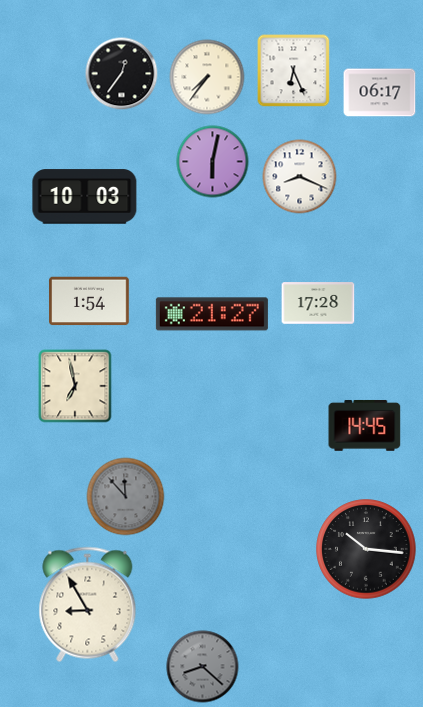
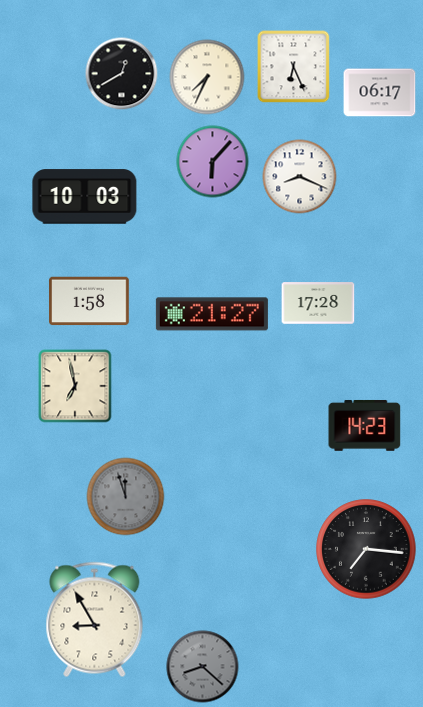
clock at (294, 71) position: (294, 71) -> (294, 67)
clock at (122, 74): 12:36 -> 12:40
clock at (207, 77): 7:36 -> 7:34
clock at (213, 162): 6:02 -> 6:07
clock at (89, 301): 1:54 -> 1:58
clock at (365, 425): 14:45 -> 14:23
clock at (126, 497): 11:53 -> 11:57
clock at (366, 549): 10:16 -> 7:16
clock at (88, 605) position: (88, 605) -> (95, 620)
